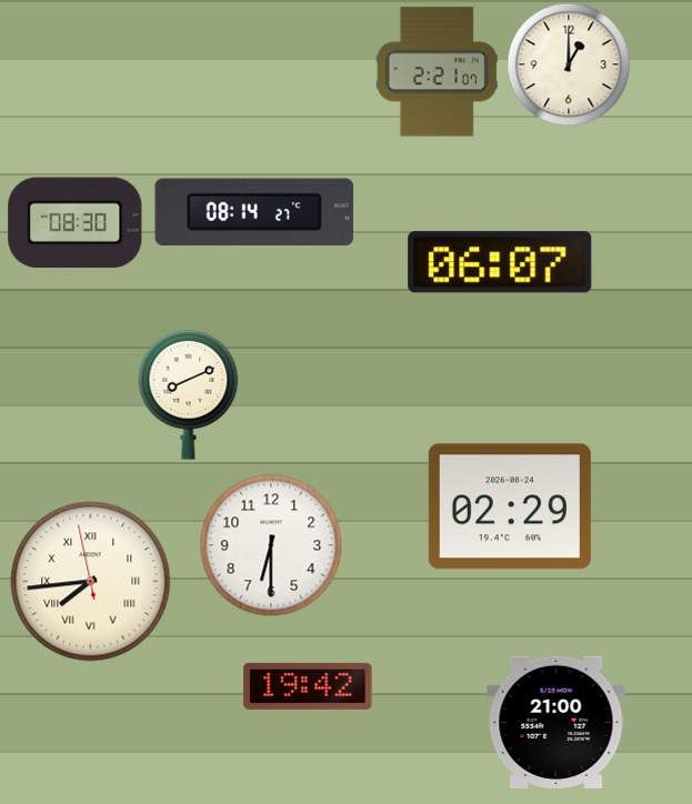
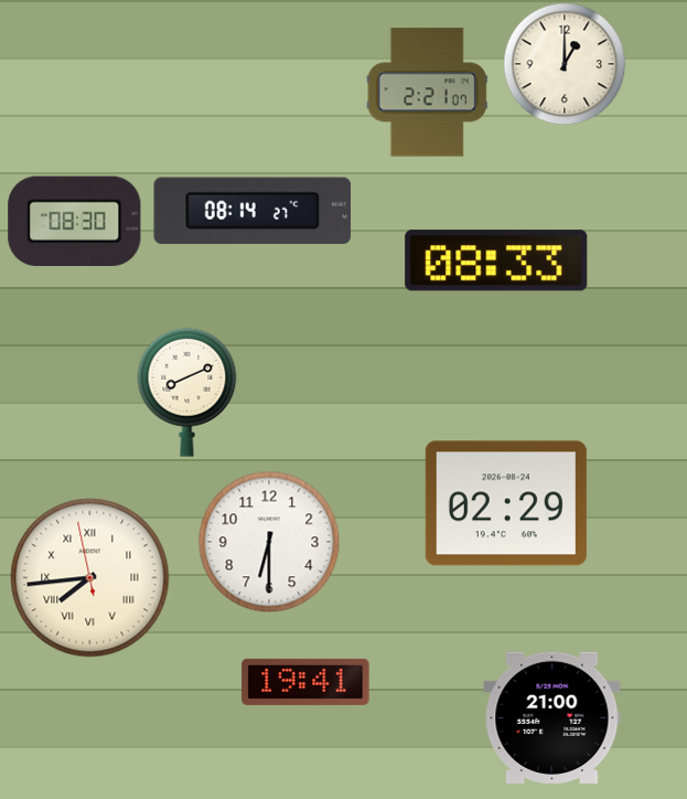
clock at (437, 72) position: (437, 72) -> (427, 93)
clock at (500, 262): 06:07 -> 08:33
clock at (308, 686): 19:42 -> 19:41
